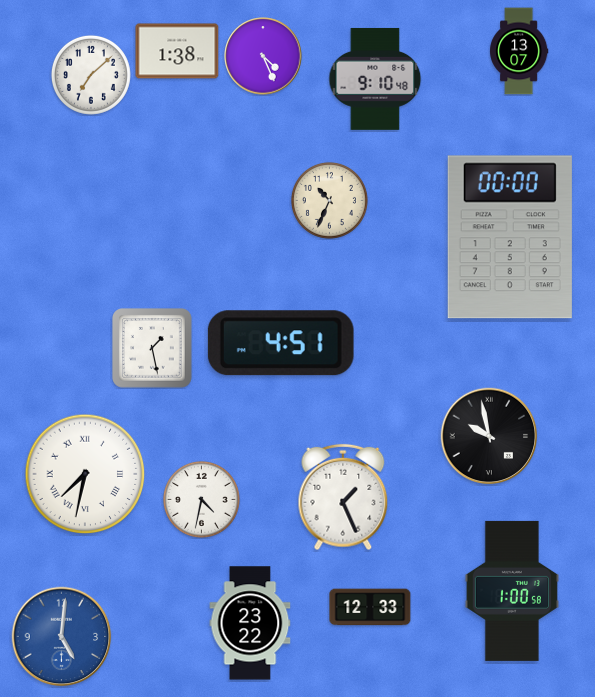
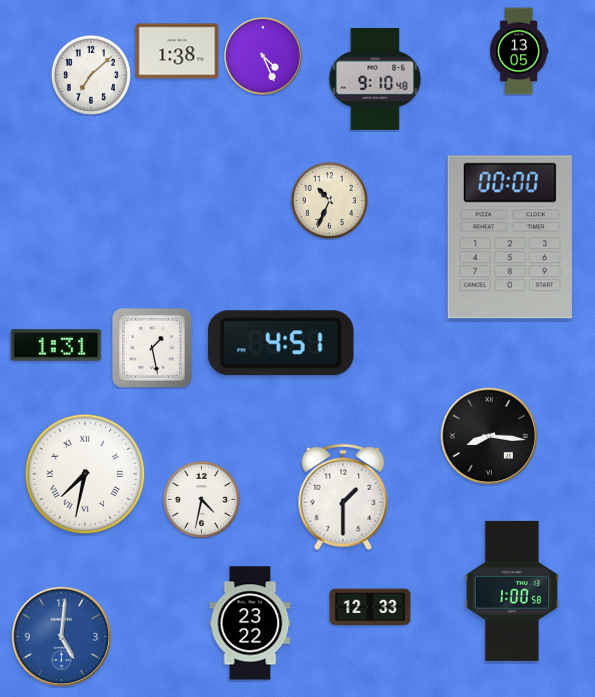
clock at (519, 51): 13:07 -> 13:05
clock at (56, 345): none -> 1:31
clock at (489, 436): 9:58 -> 8:16
clock at (343, 497): 1:26 -> 1:30
